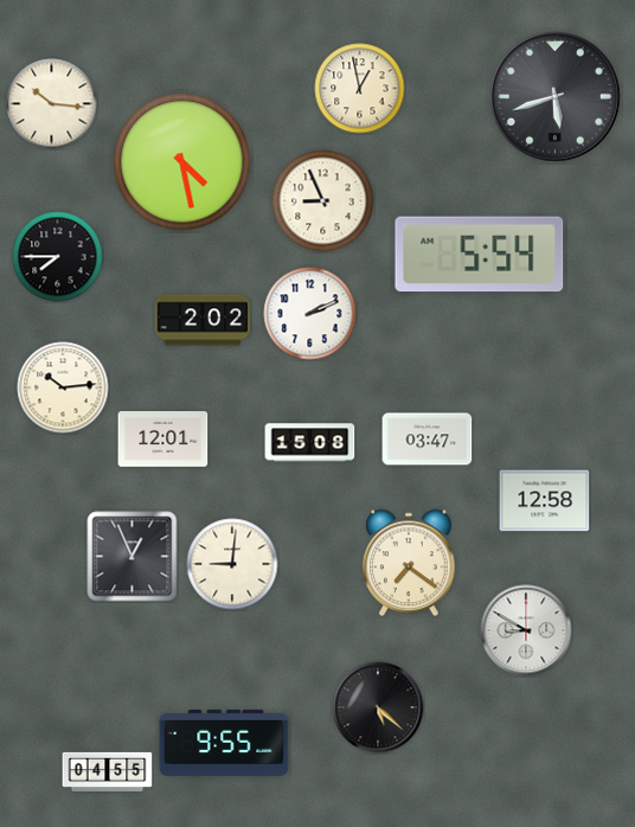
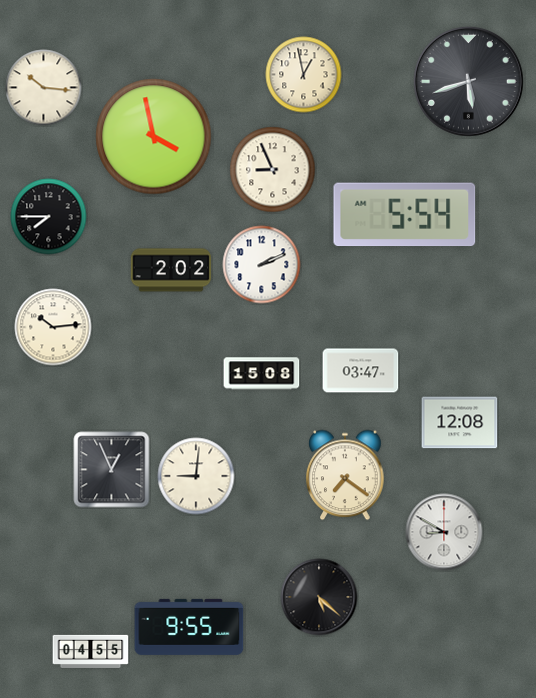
clock at (182, 162): 4:28 -> 3:58
clock at (163, 440): 12:01 -> none
clock at (545, 501): 12:58 -> 12:08
